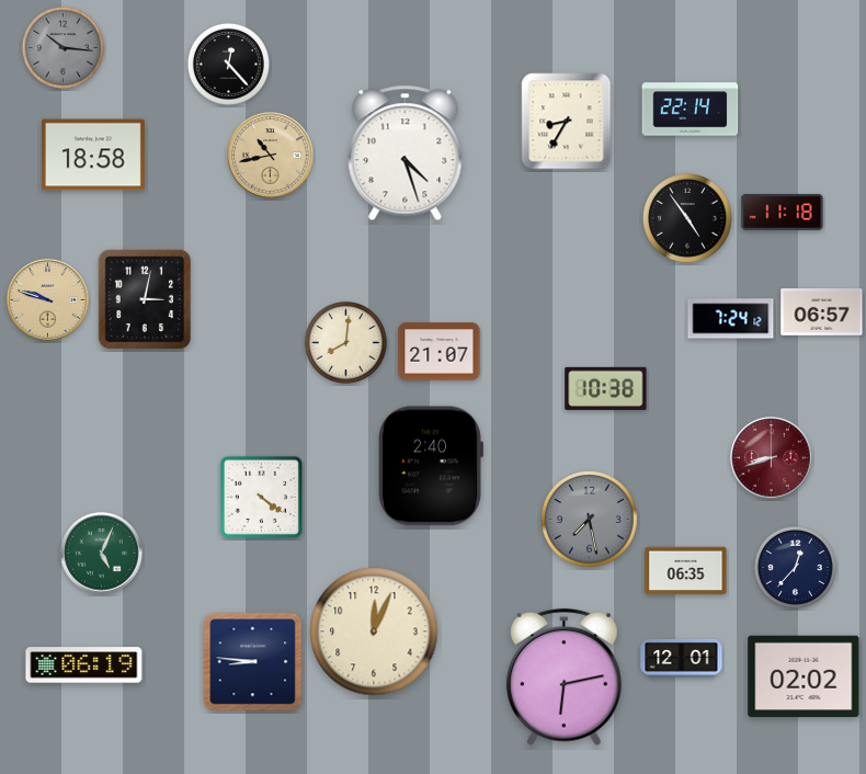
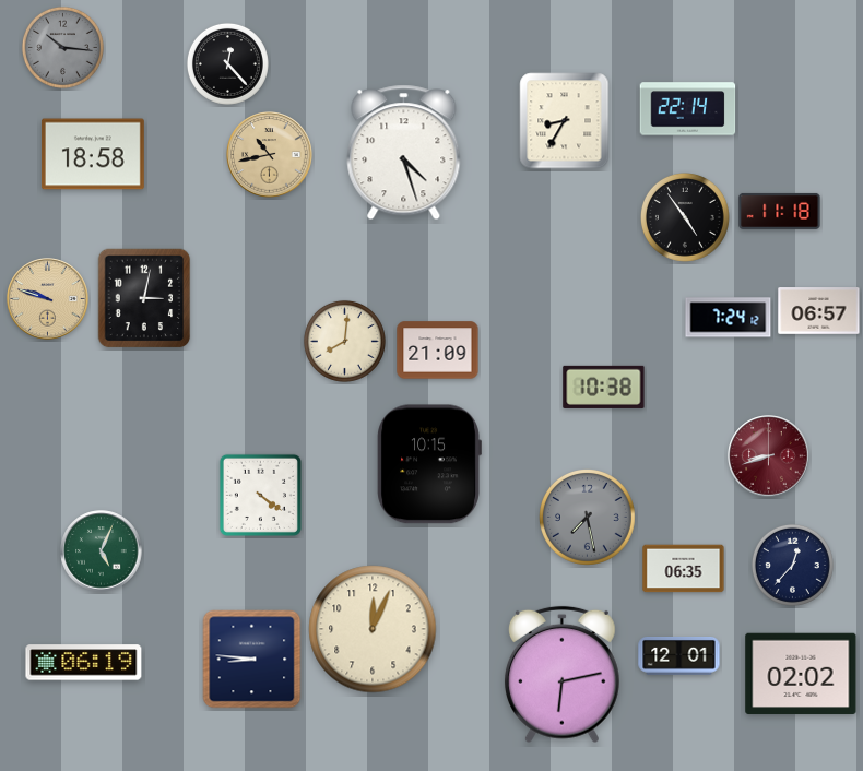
clock at (440, 352): 21:07 -> 21:09
clock at (431, 466): 2:40 -> 10:15
